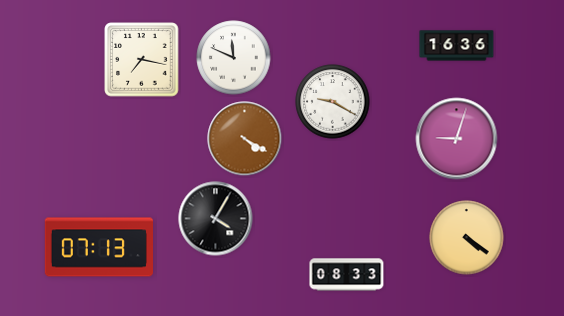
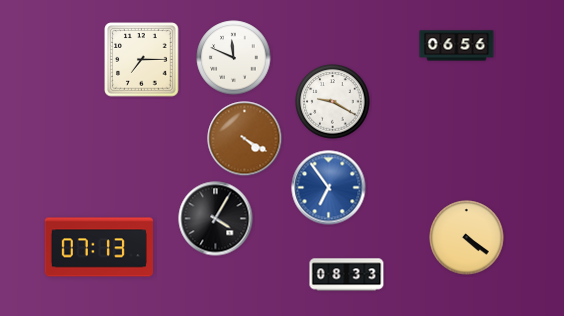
clock at (457, 46): 16:36 -> 06:56
clock at (142, 60): 7:17 -> 7:15
clock at (457, 139): 9:03 -> none
clock at (329, 188): none -> 6:54
